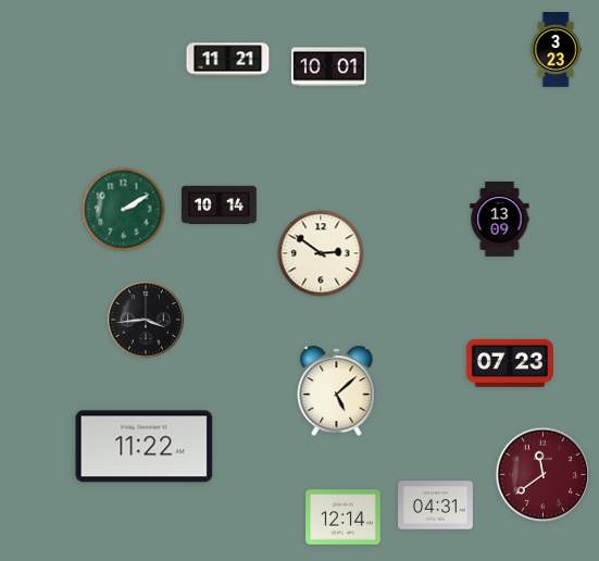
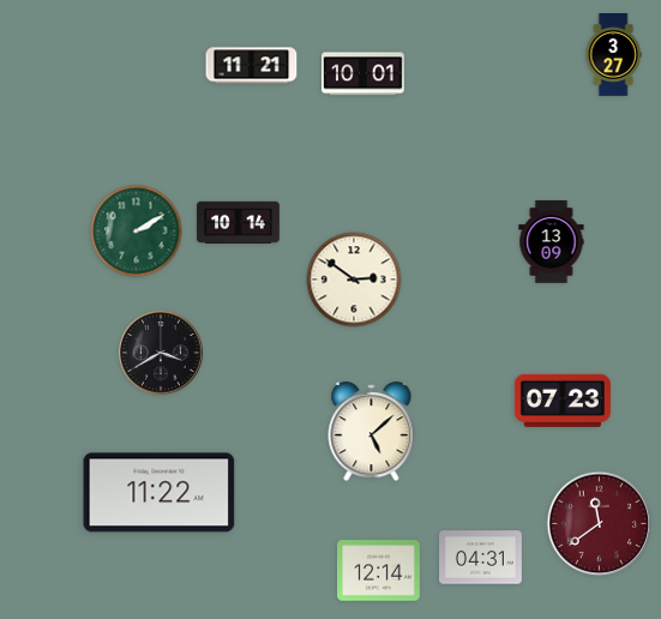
clock at (556, 50): 3:23 -> 3:27
clock at (220, 204) position: (220, 204) -> (239, 222)
clock at (146, 320): 3:44 -> 3:40
